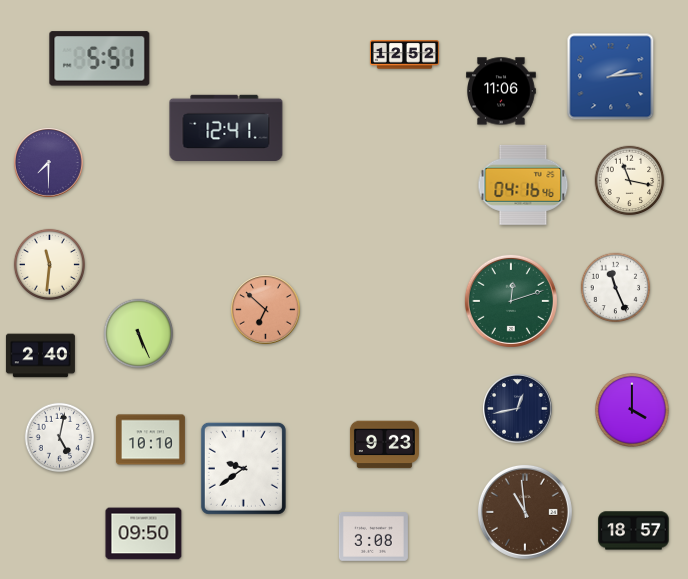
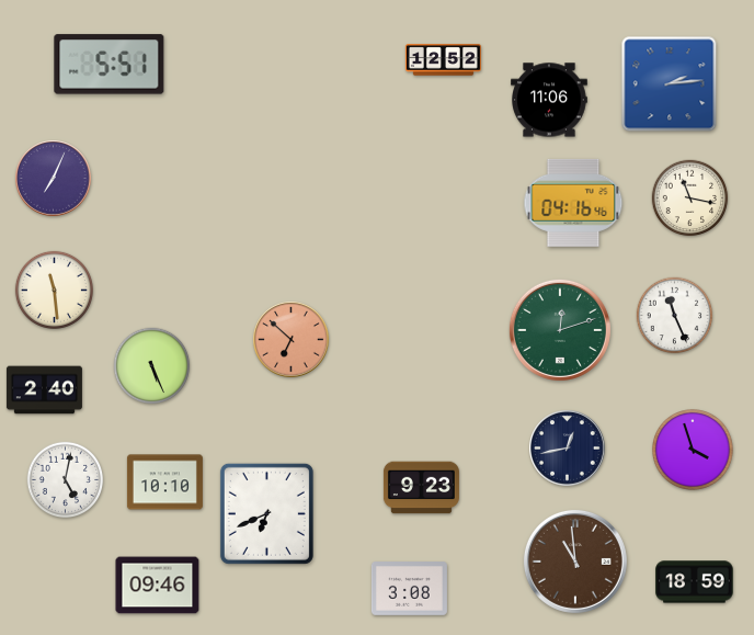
clock at (226, 128): 12:41 -> none
clock at (49, 163): 7:30 -> 7:04
clock at (49, 264): 11:31 -> 11:29
clock at (633, 411): 4:00 -> 3:57
clock at (243, 468): 9:39 -> 6:41
clock at (634, 531): 18:57 -> 18:59
clock at (144, 534): 09:50 -> 09:46
